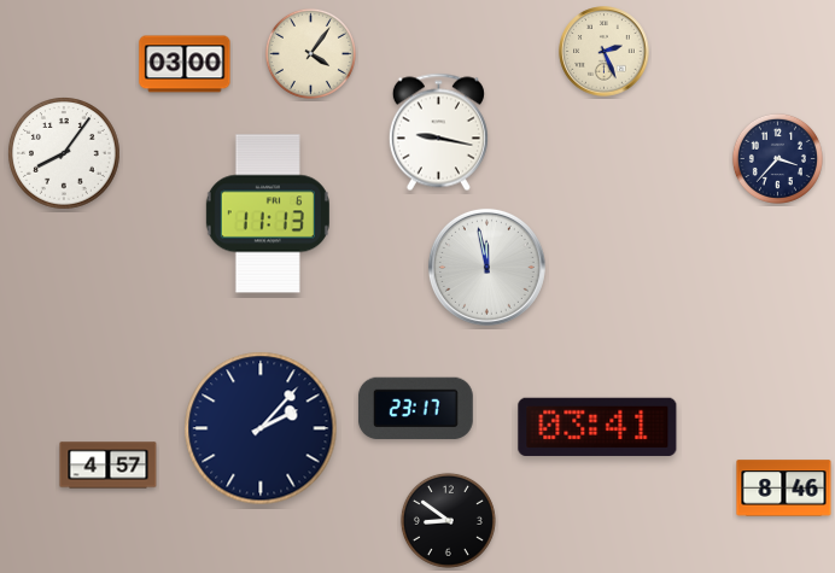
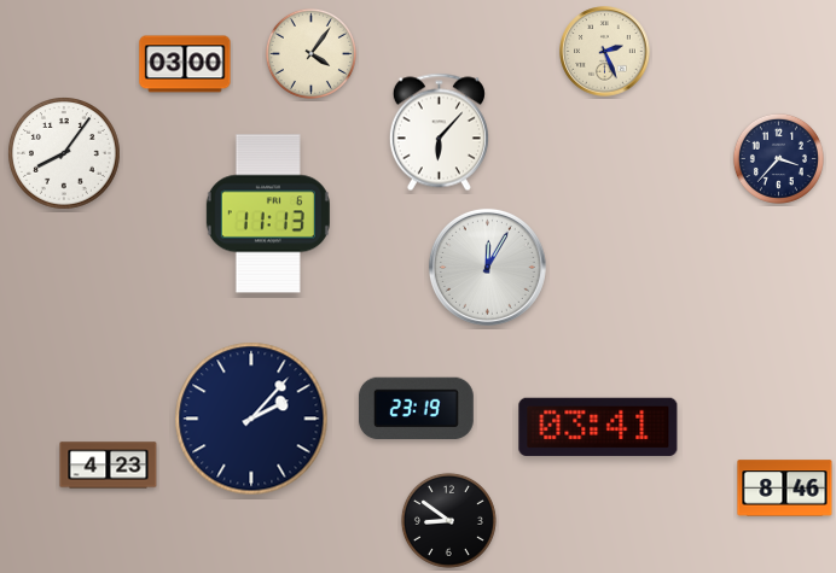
clock at (438, 133): 9:17 -> 6:07
clock at (486, 267): 11:58 -> 12:05
clock at (415, 409): 23:17 -> 23:19
clock at (261, 428) position: (261, 428) -> (251, 419)
clock at (109, 466): 4:57 -> 4:23
